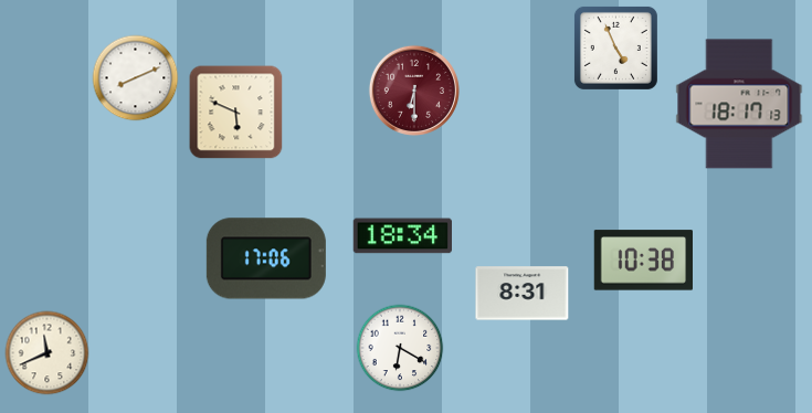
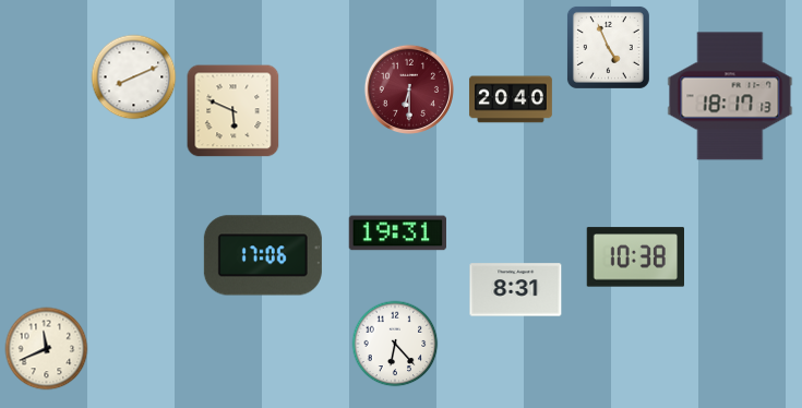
clock at (511, 99): none -> 20:40
clock at (739, 104) position: (739, 104) -> (730, 96)
clock at (403, 236): 18:34 -> 19:31
clock at (400, 348): 6:20 -> 6:23
